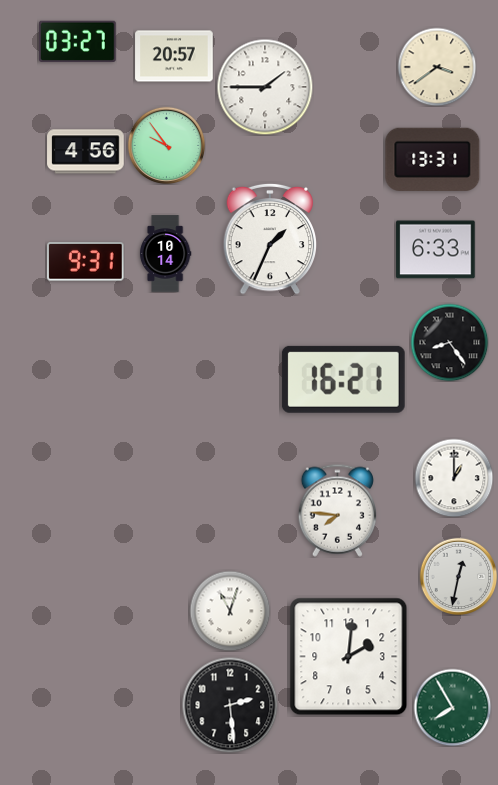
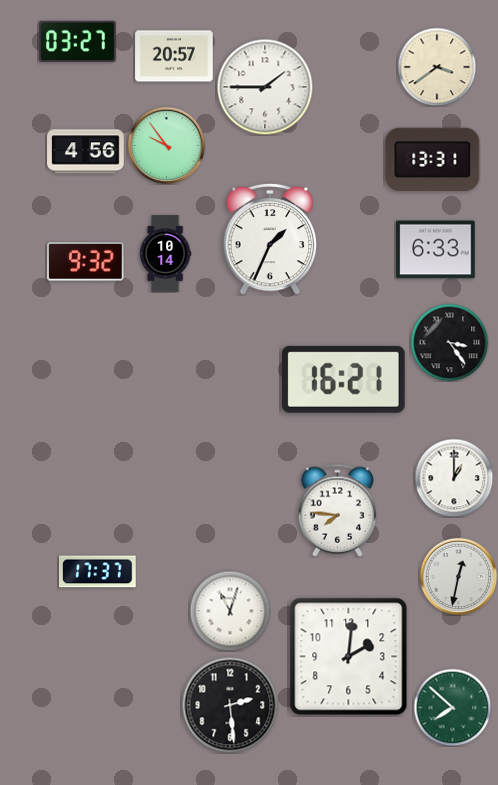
clock at (85, 262): 9:31 -> 9:32
clock at (449, 342): 8:24 -> 3:24
clock at (98, 572): none -> 17:37
clock at (452, 707): 7:55 -> 7:52
